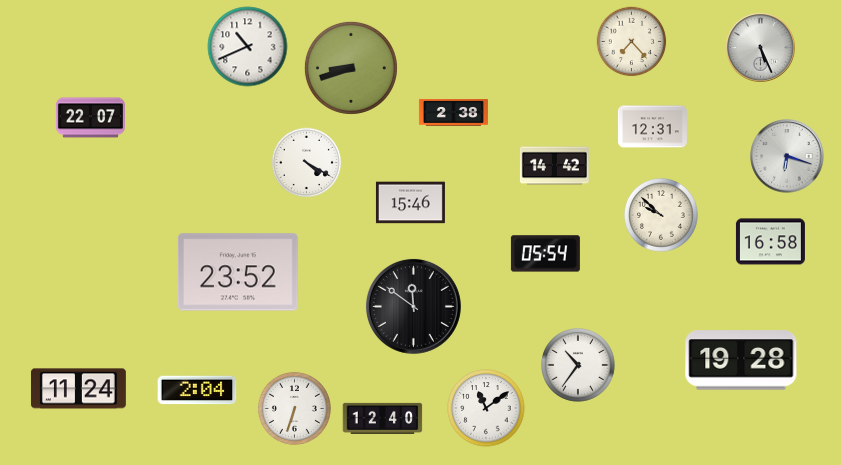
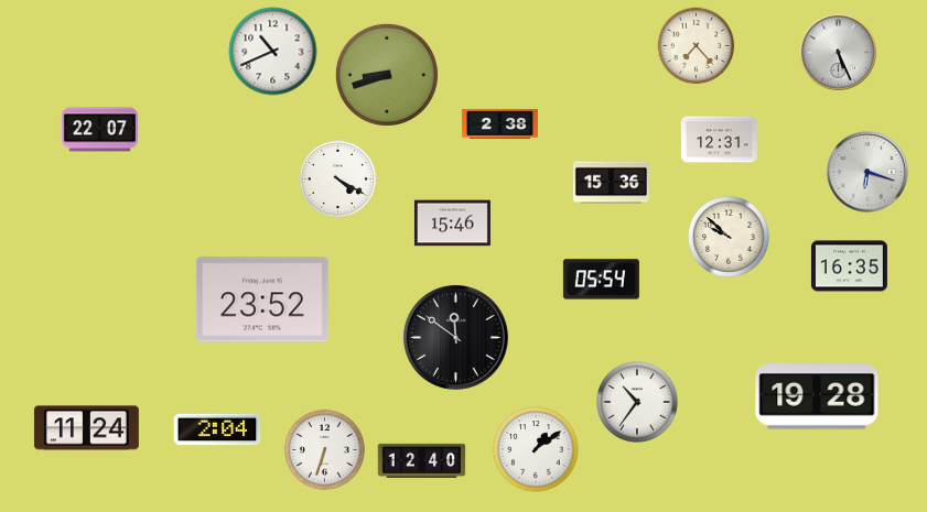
clock at (554, 166): 14:42 -> 15:36
clock at (770, 242): 16:58 -> 16:35
clock at (486, 408): 11:09 -> 1:09
